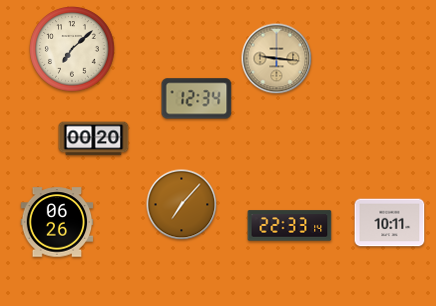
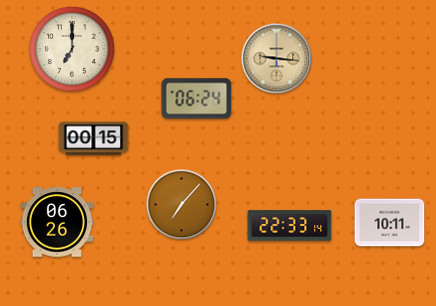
clock at (72, 49): 7:08 -> 7:00
clock at (197, 99): 12:34 -> 06:24
clock at (94, 139): 00:20 -> 00:15
